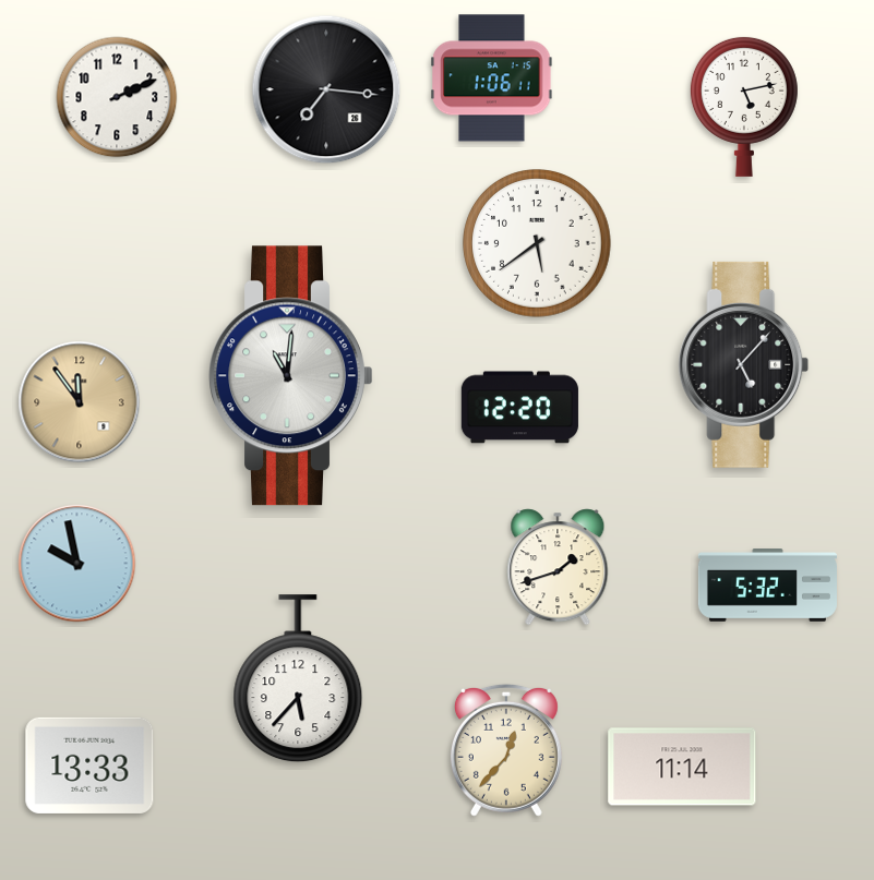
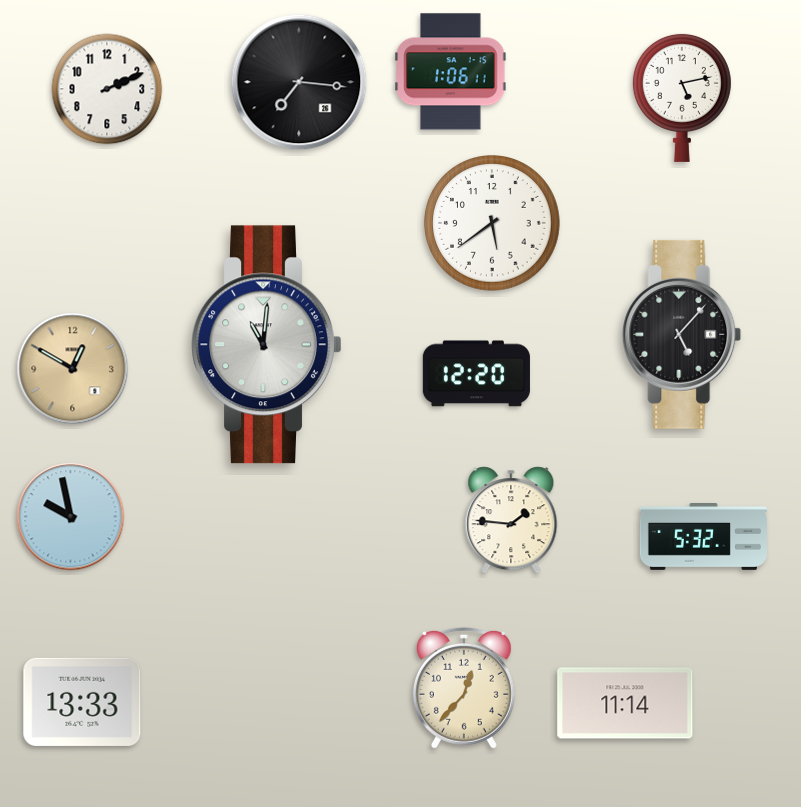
clock at (80, 402): 11:54 -> 12:50
clock at (558, 567): 1:42 -> 1:46
clock at (298, 679): 5:37 -> none
